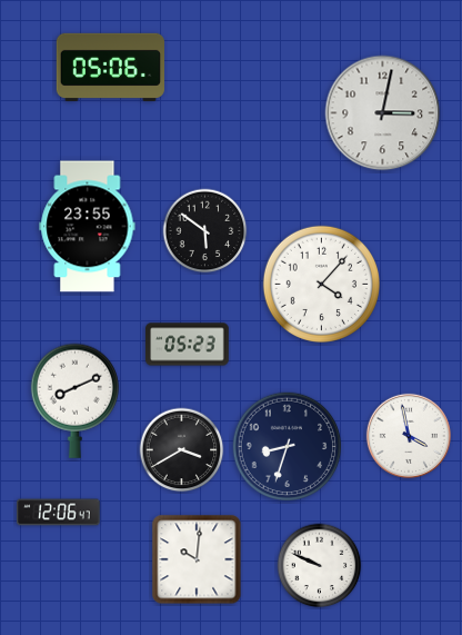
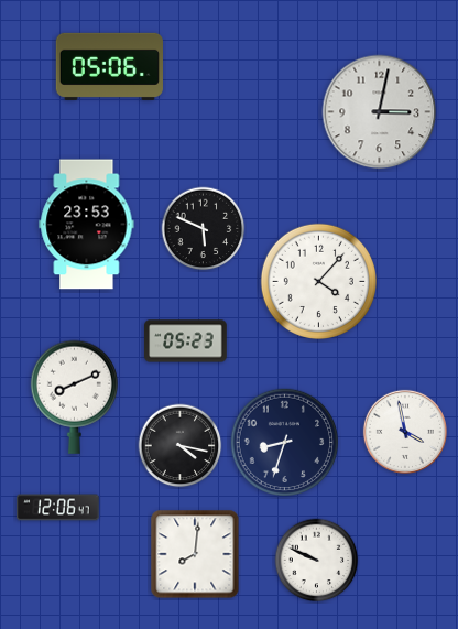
clock at (88, 227): 23:55 -> 23:53
clock at (205, 231): 5:51 -> 5:49
clock at (182, 450): 3:40 -> 4:17
clock at (197, 559): 10:01 -> 8:01
